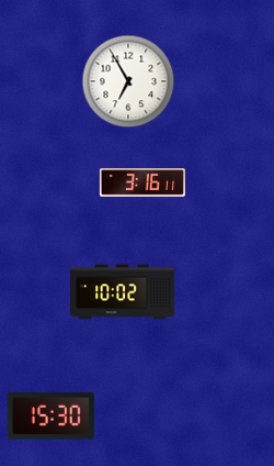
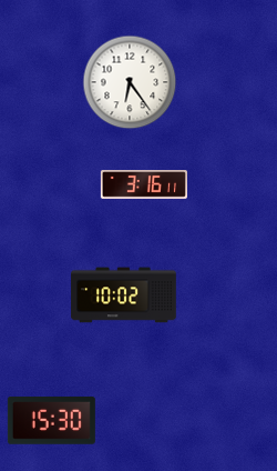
clock at (128, 81): 6:55 -> 6:24
